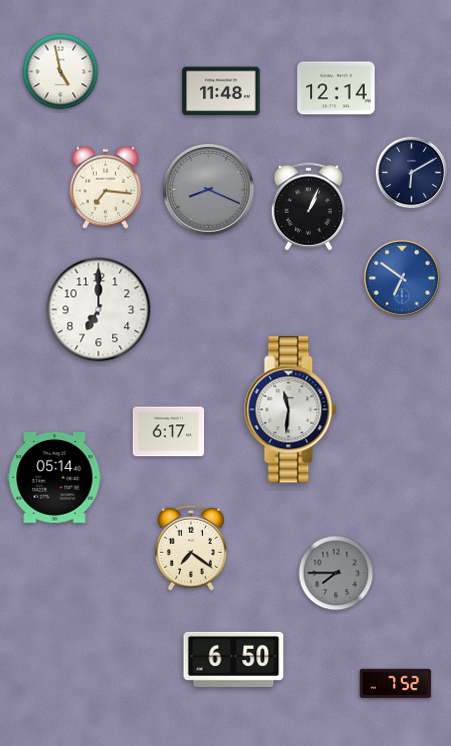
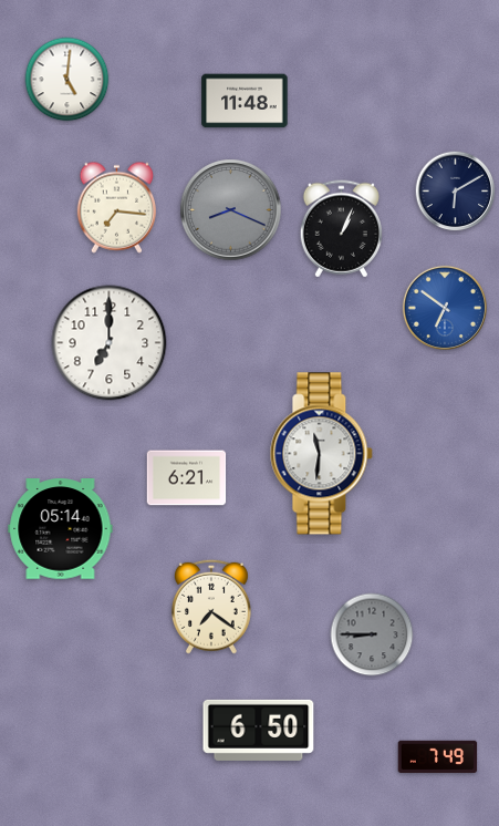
clock at (61, 72): 4:58 -> 5:01
clock at (336, 88): 12:14 -> none
clock at (169, 432): 6:17 -> 6:21
clock at (336, 573): 7:45 -> 8:45
clock at (396, 683): 7:52 -> 7:49
